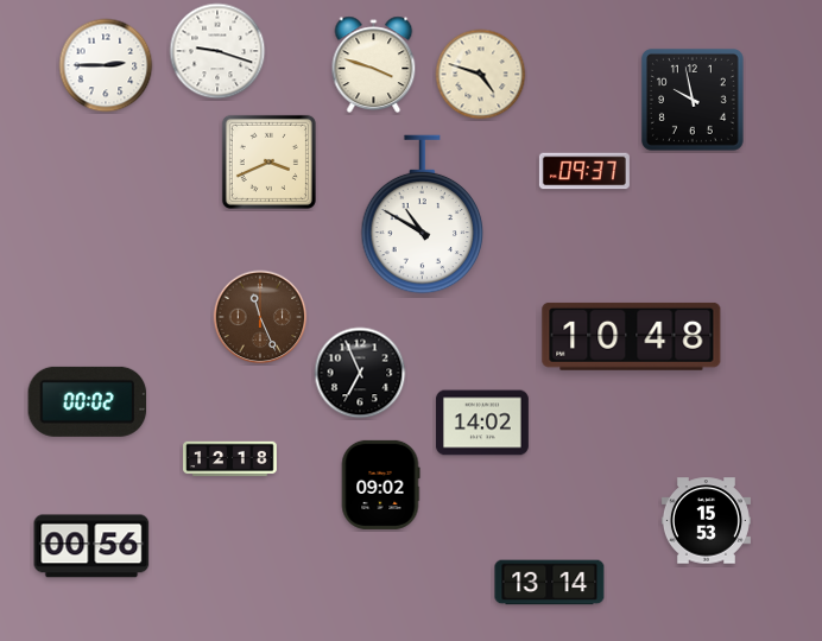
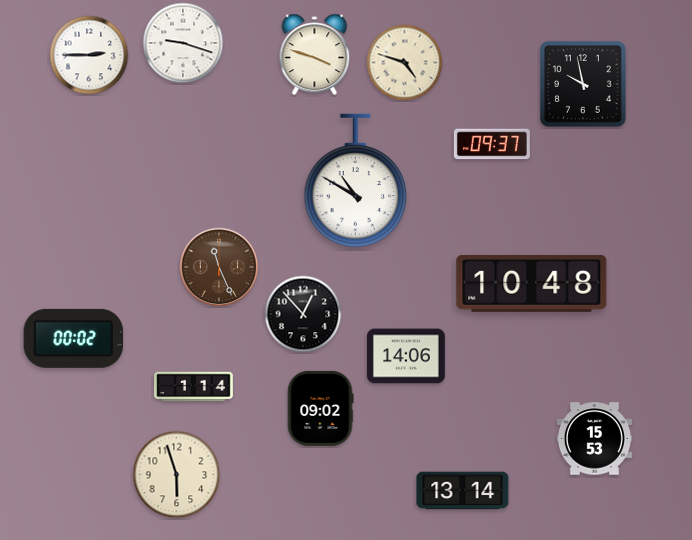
clock at (268, 161): 3:41 -> none
clock at (360, 373): 6:56 -> 12:53
clock at (482, 423): 14:02 -> 14:06
clock at (230, 459): 12:18 -> 1:14
clock at (91, 546): 00:56 -> none
clock at (177, 475): none -> 5:57
